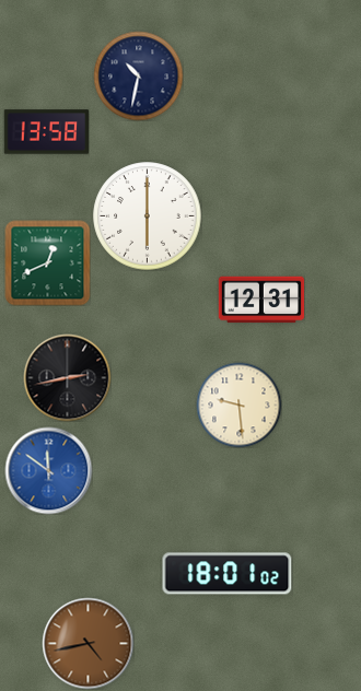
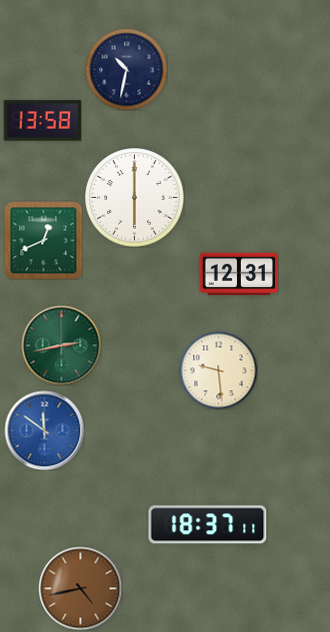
clock at (67, 377) dial: black -> green
clock at (228, 574): 18:01 -> 18:37
